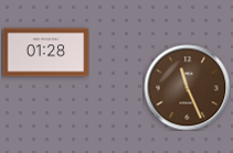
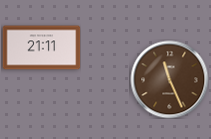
clock at (45, 53): 01:28 -> 21:11
